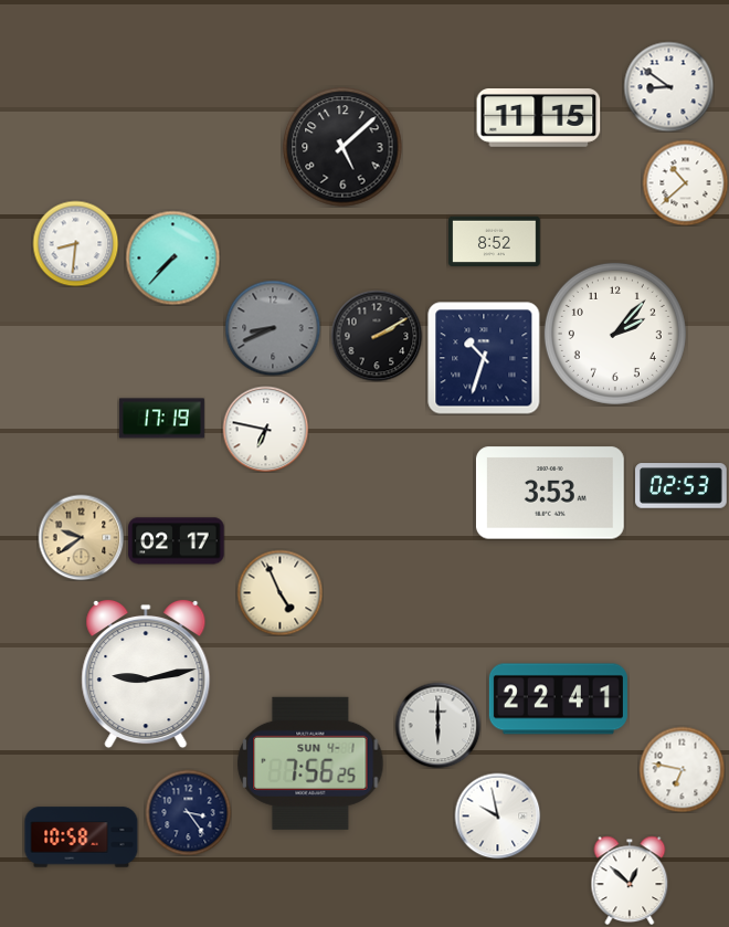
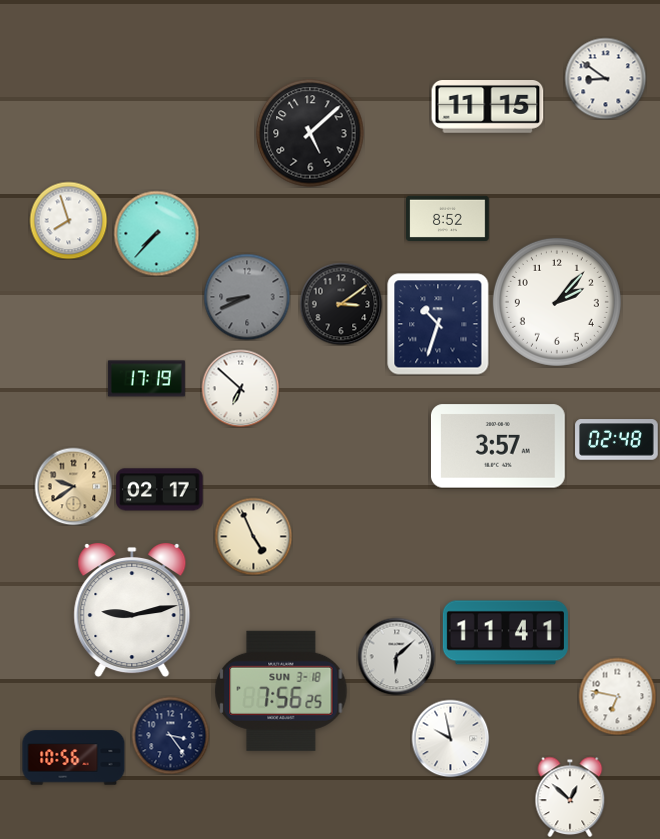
clock at (685, 182): 10:38 -> none
clock at (75, 243): 8:31 -> 7:57
clock at (377, 336): 2:10 -> 3:09
clock at (265, 429): 6:47 -> 6:52
clock at (682, 486): 02:53 -> 02:48
clock at (550, 493): 3:53 -> 3:57
clock at (558, 699): 22:41 -> 11:41
clock at (437, 725): 6:00 -> 6:08
clock at (310, 763) date: SUN 4-1 -> SUN 3-18
clock at (82, 838): 10:58 -> 10:56
